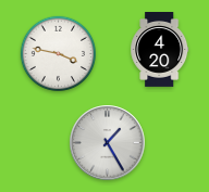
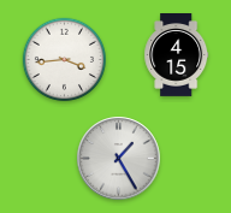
clock at (160, 50): 4:20 -> 4:15
clock at (58, 53): 3:47 -> 3:44
